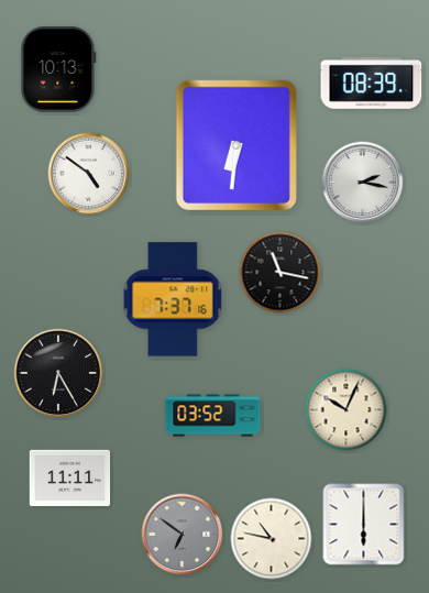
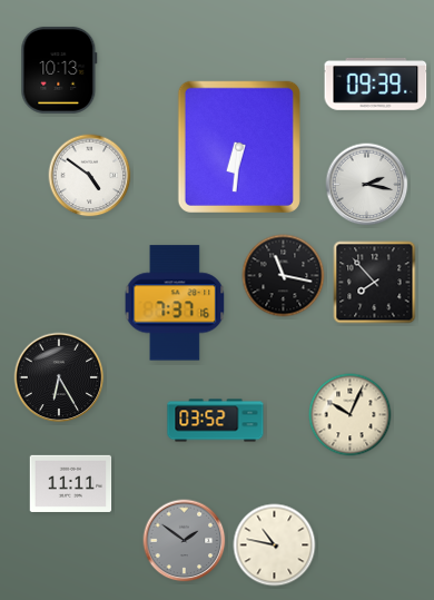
clock at (372, 83): 08:39 -> 09:39
clock at (375, 283): none -> 7:53
clock at (364, 525): 6:00 -> none
clock at (183, 535): 6:51 -> 1:51
